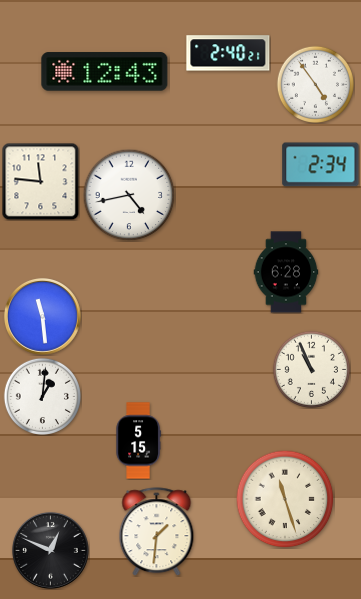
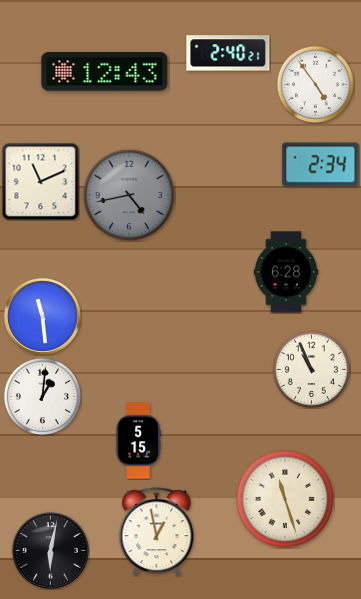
clock at (40, 181): 11:46 -> 11:11
clock at (129, 195) dial: white -> grey
clock at (157, 532): 1:31 -> 12:58
clock at (51, 551): 12:49 -> 6:02
